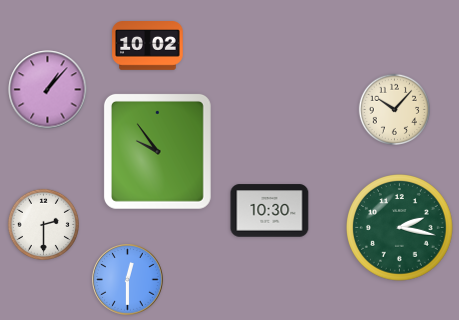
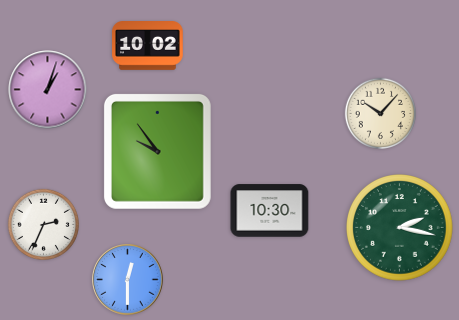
clock at (48, 90): 1:07 -> 1:03
clock at (394, 109) position: (394, 109) -> (380, 113)
clock at (43, 224): 2:30 -> 2:34
